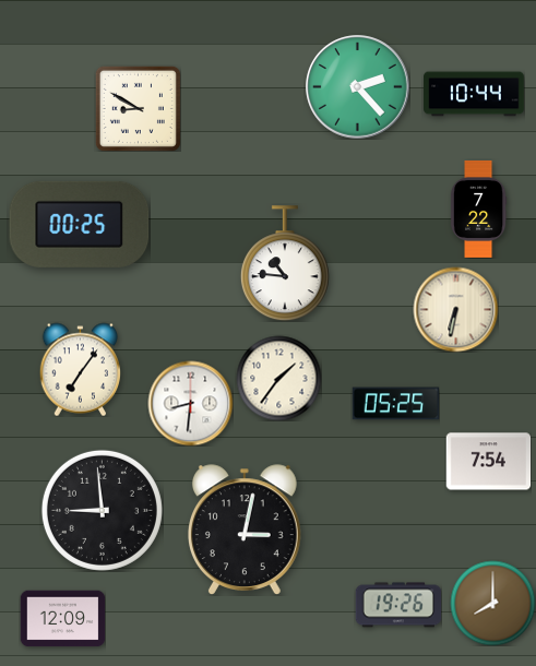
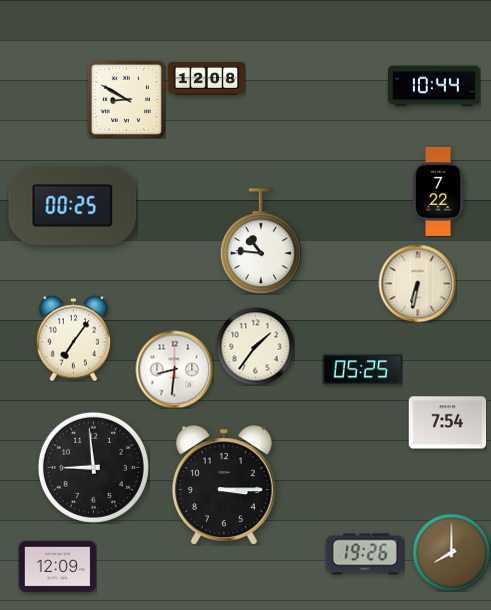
clock at (206, 78): none -> 12:08
clock at (358, 87): 2:23 -> none
clock at (245, 530): 3:02 -> 3:15
